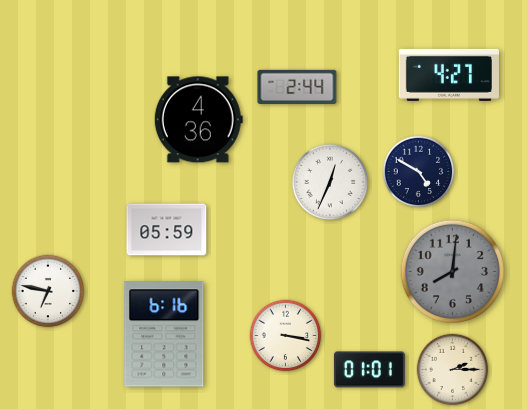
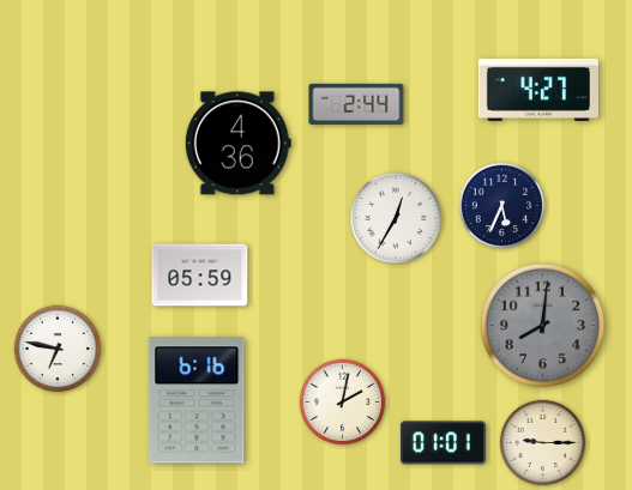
clock at (419, 172): 4:50 -> 5:34
clock at (330, 182): 12:34 -> 12:35
clock at (286, 336): 3:17 -> 2:02
clock at (453, 370): 2:15 -> 9:15
